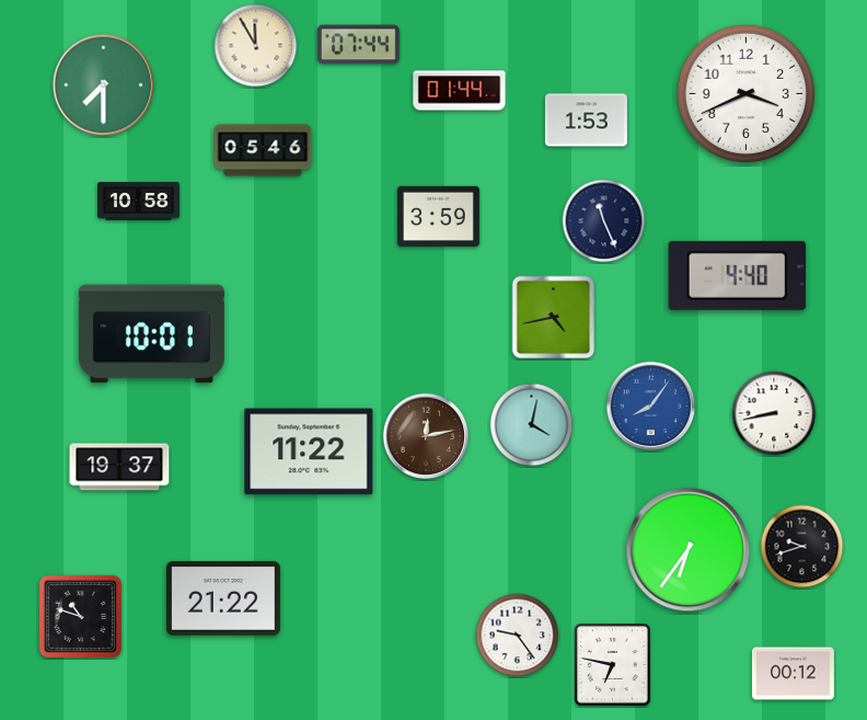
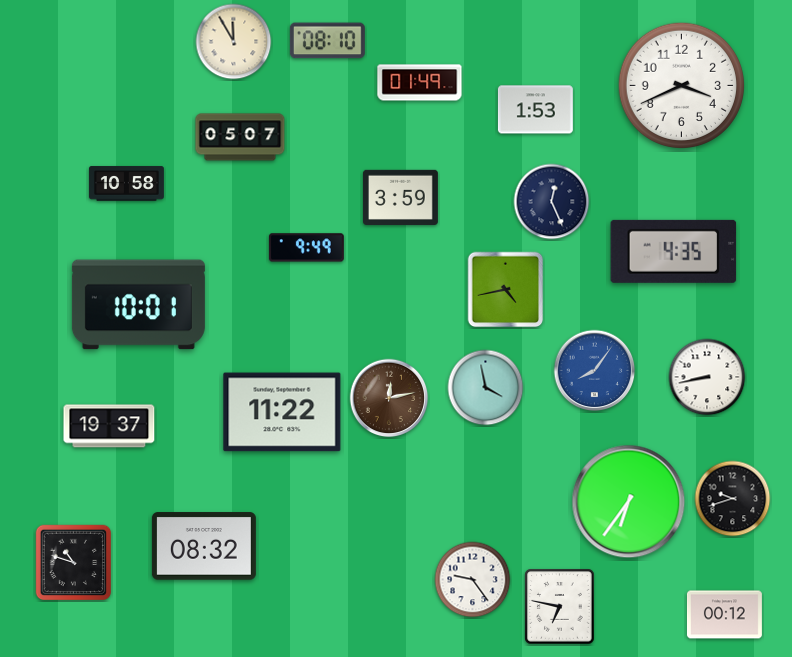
clock at (358, 45): 07:44 -> 08:10
clock at (104, 85): 7:30 -> none
clock at (460, 91): 01:44 -> 01:49
clock at (263, 150): 05:46 -> 05:07
clock at (604, 221): 11:26 -> 12:26
clock at (306, 248): none -> 9:49
clock at (738, 275): 4:40 -> 4:35
clock at (532, 425): 4:02 -> 3:58
clock at (223, 598): 21:22 -> 08:32
